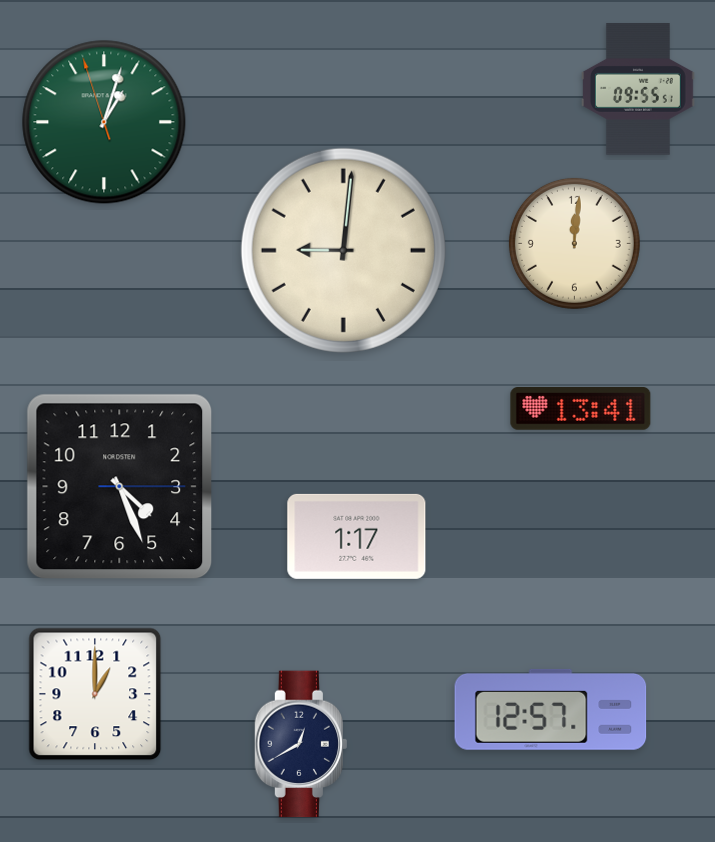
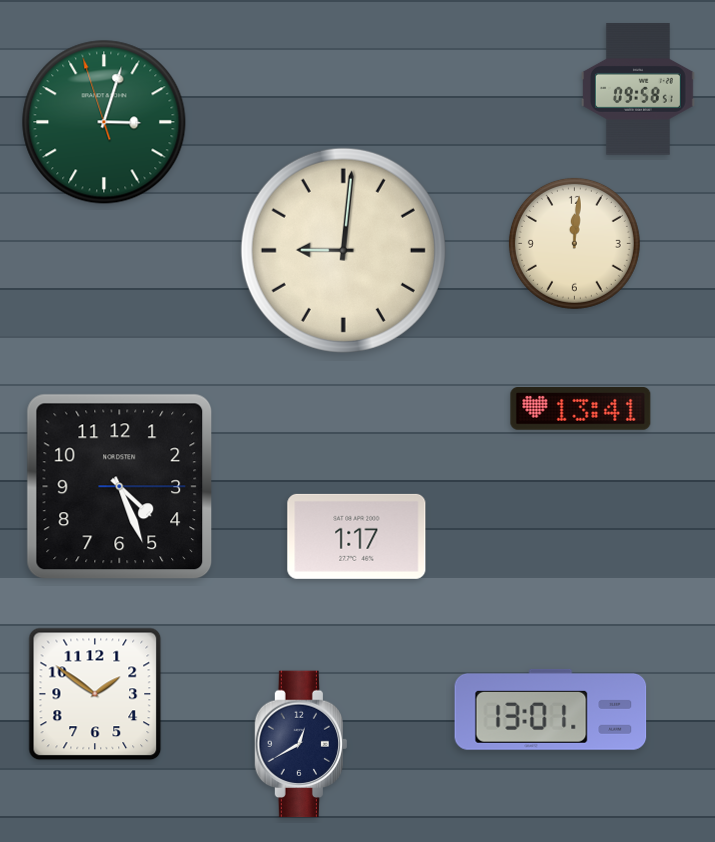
clock at (639, 89): 09:55 -> 09:58
clock at (104, 122): 1:02 -> 3:02
clock at (95, 694): 1:00 -> 1:51
clock at (551, 709): 12:57 -> 13:01
